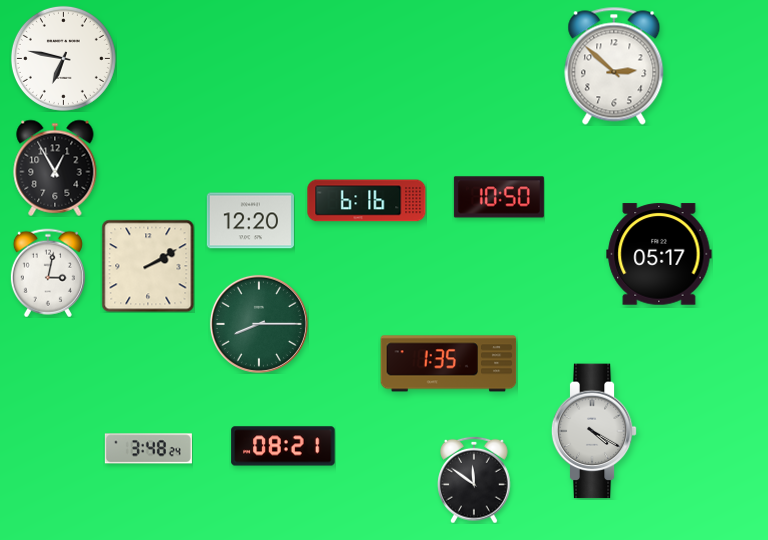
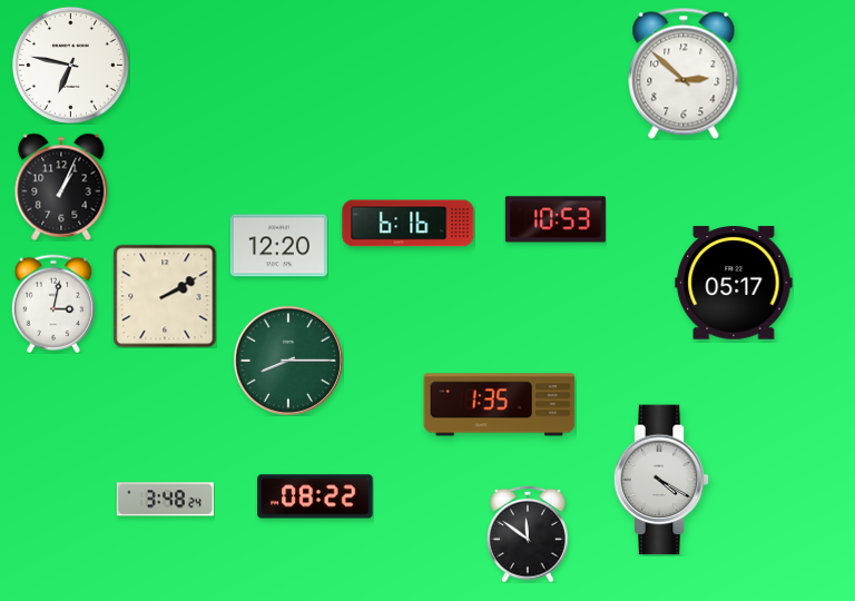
clock at (55, 168): 12:55 -> 1:04
clock at (499, 197): 10:50 -> 10:53
clock at (283, 446): 08:21 -> 08:22
